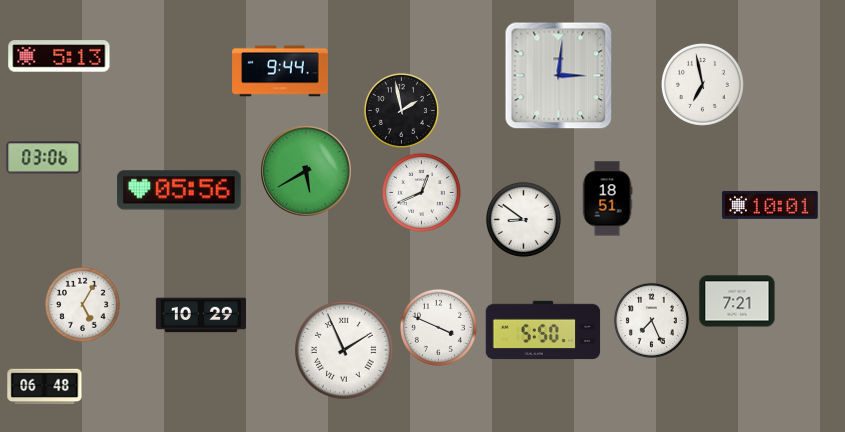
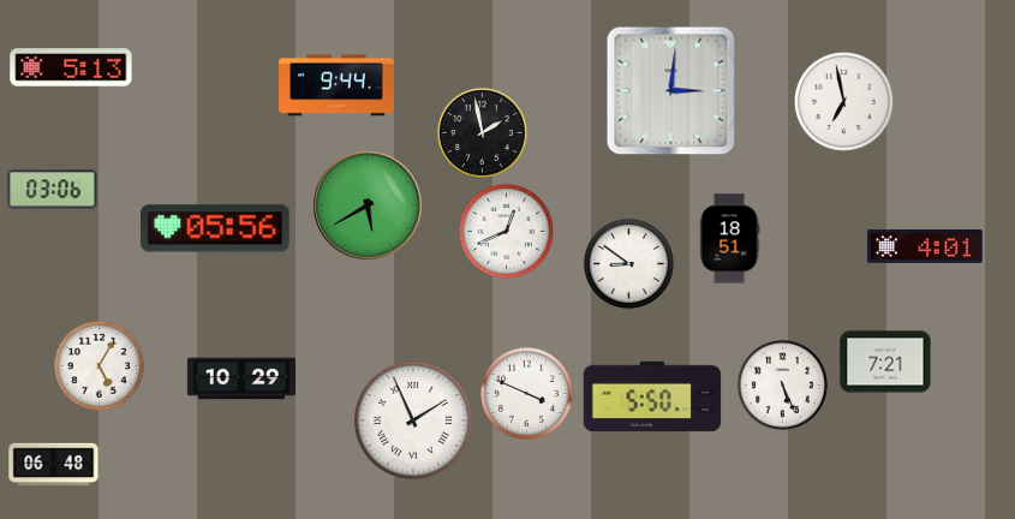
clock at (770, 205): 10:01 -> 4:01
clock at (651, 320): 7:26 -> 5:26
